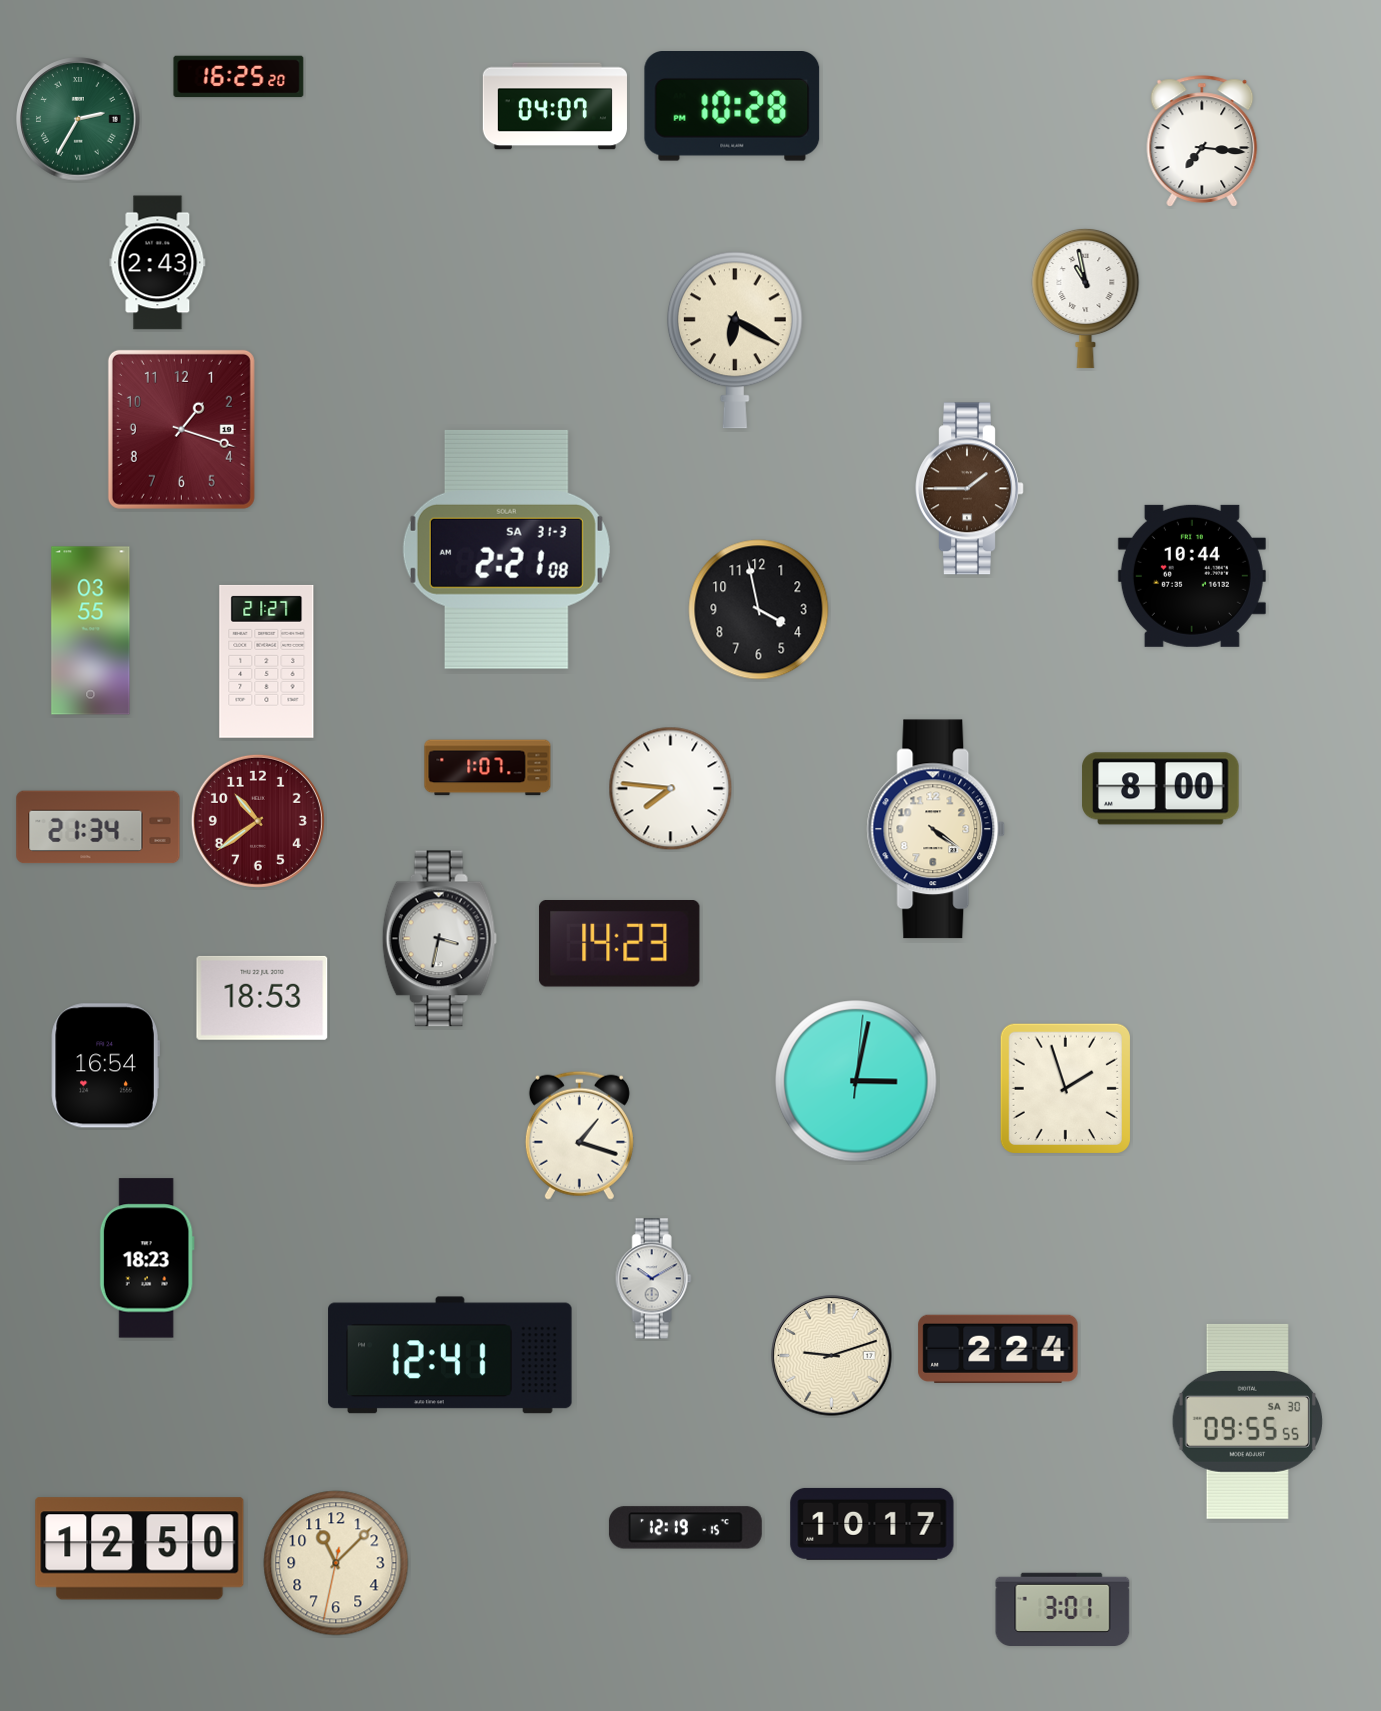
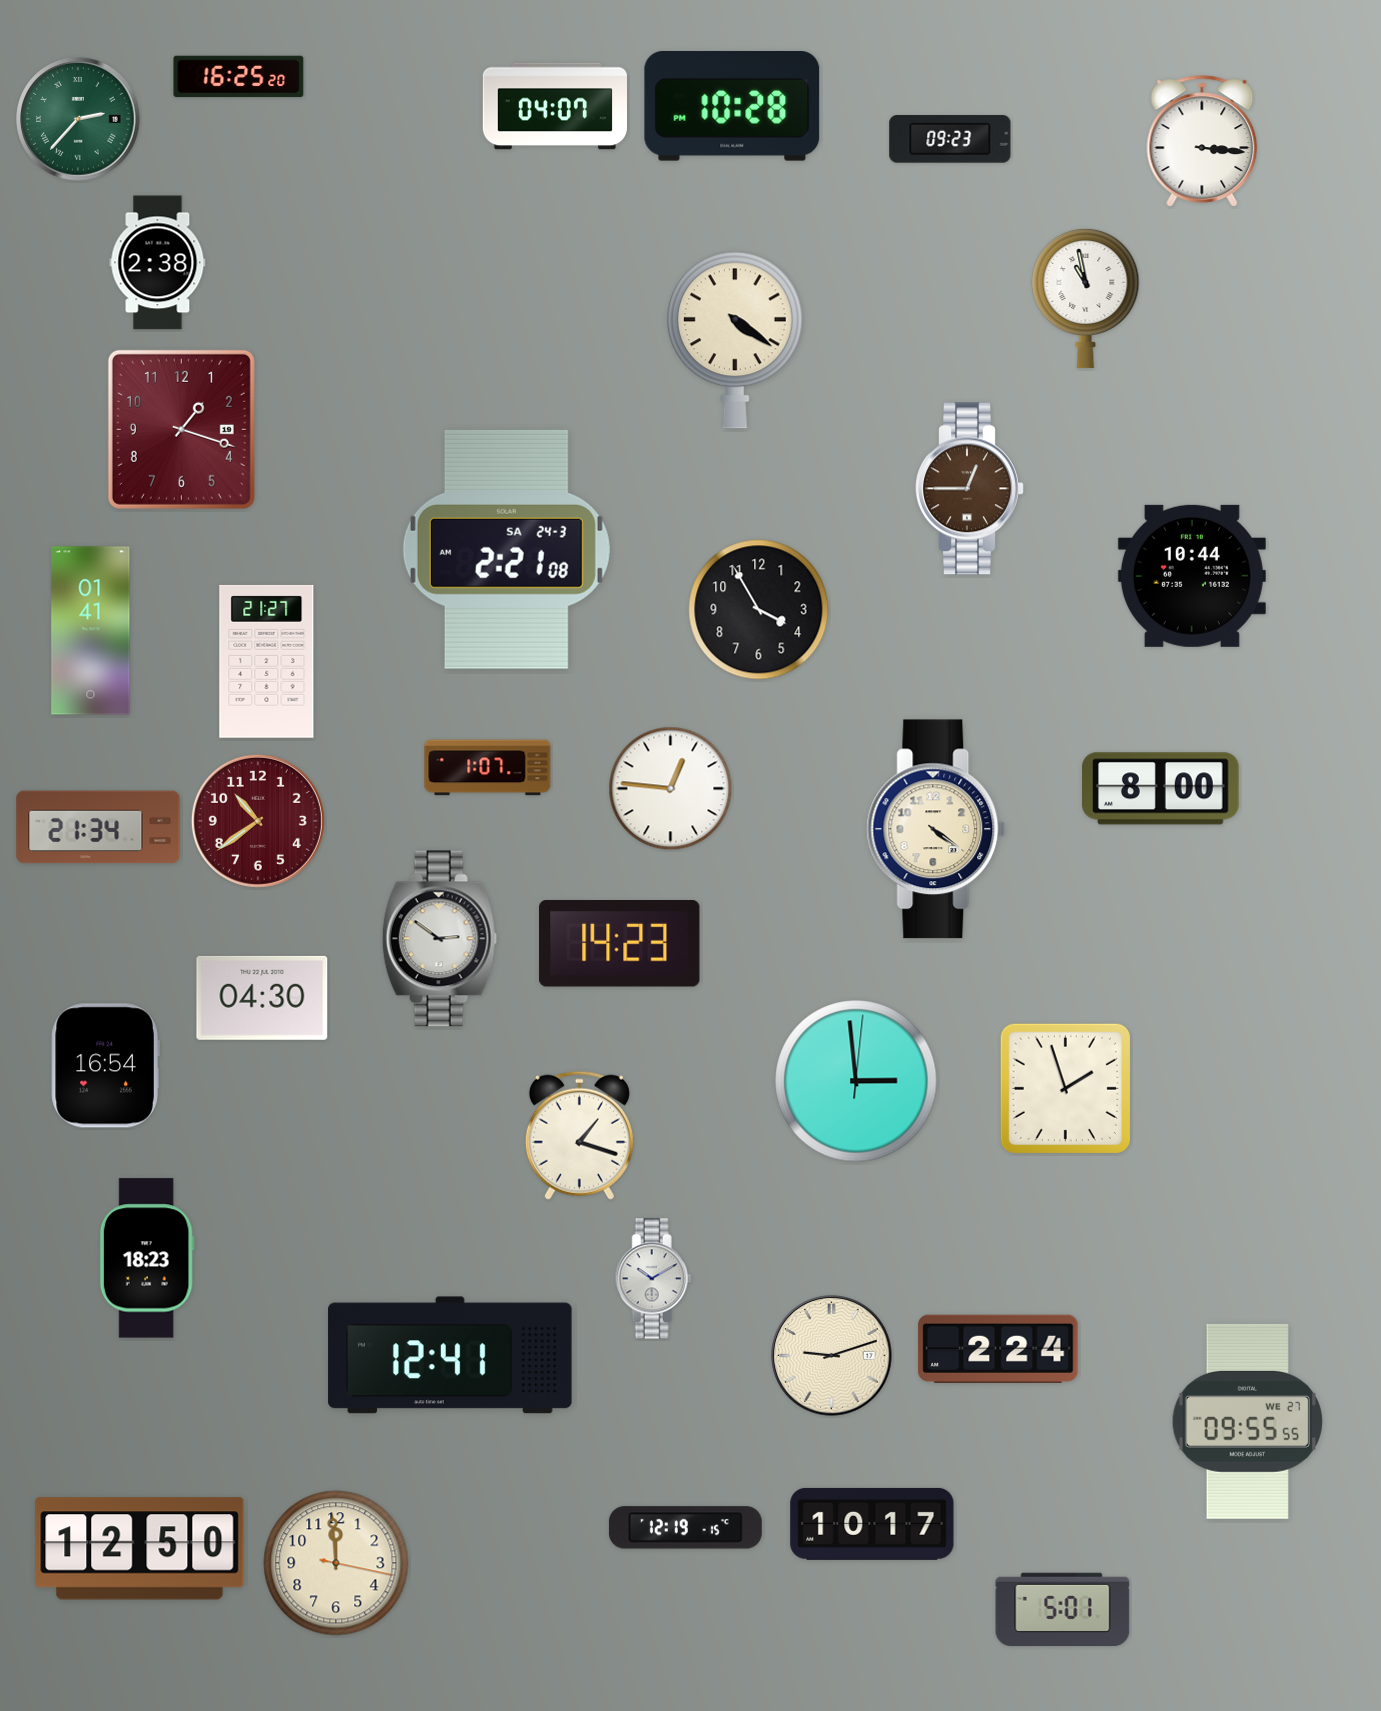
clock at (78, 119): 2:35 -> 2:37
clock at (950, 139): none -> 09:23
clock at (1202, 141): 7:16 -> 3:16
clock at (158, 263): 2:43 -> 2:38
clock at (735, 340): 6:20 -> 4:21
clock at (970, 489): 1:45 -> 12:45
clock at (506, 549) date: SA 31-3 -> SA 24-3
clock at (759, 610): 3:58 -> 3:55
clock at (91, 631): 03:55 -> 01:41
clock at (671, 789): 7:46 -> 12:46
clock at (439, 939): 3:32 -> 2:51
clock at (262, 998): 18:53 -> 04:30
clock at (856, 1081): 3:02 -> 2:59
clock at (1247, 1421) date: SA 30 -> WE 27
clock at (336, 1563): 11:07 -> 11:59
clock at (1063, 1610): 3:01 -> 5:01
